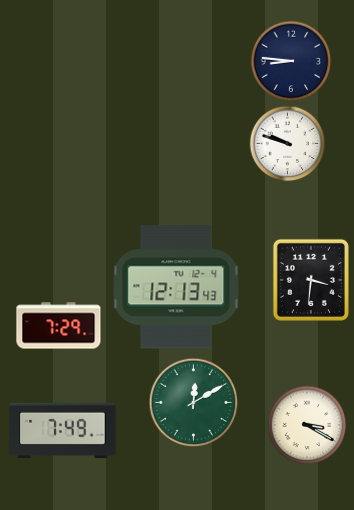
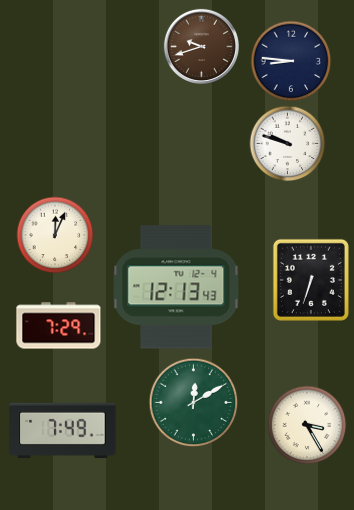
clock at (201, 46): none -> 9:42
clock at (55, 235): none -> 12:04
clock at (311, 280): 3:31 -> 6:33
clock at (307, 425): 3:20 -> 3:25
